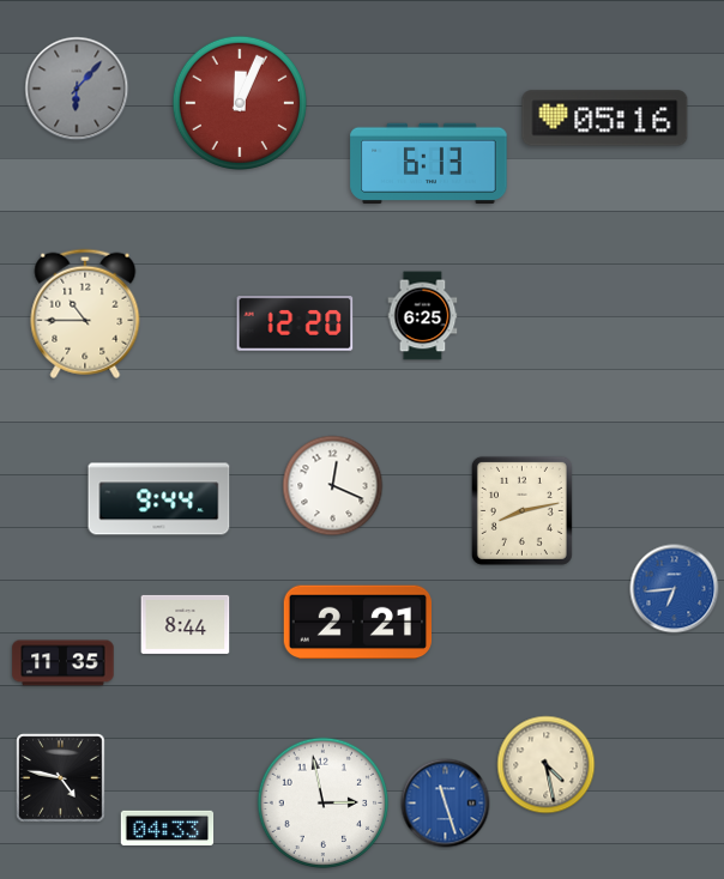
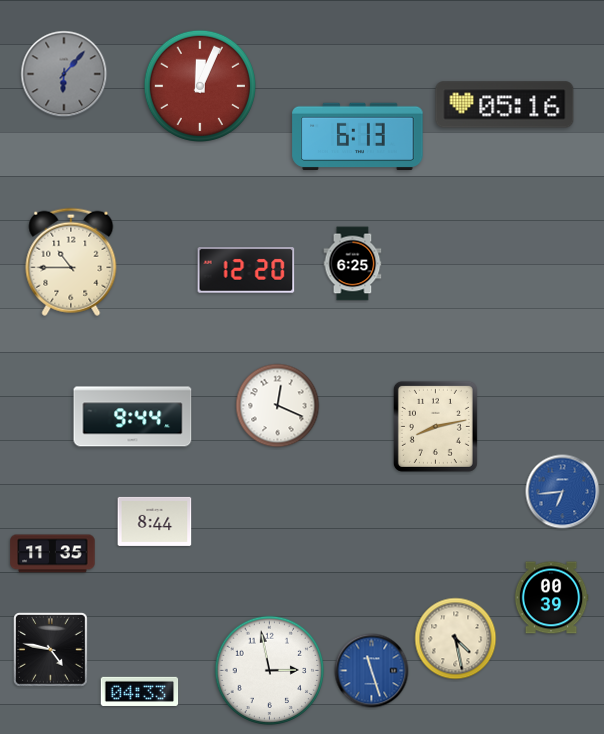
clock at (605, 119) position: (605, 119) -> (505, 105)
clock at (357, 623): 2:21 -> none
clock at (551, 598): none -> 00:39
